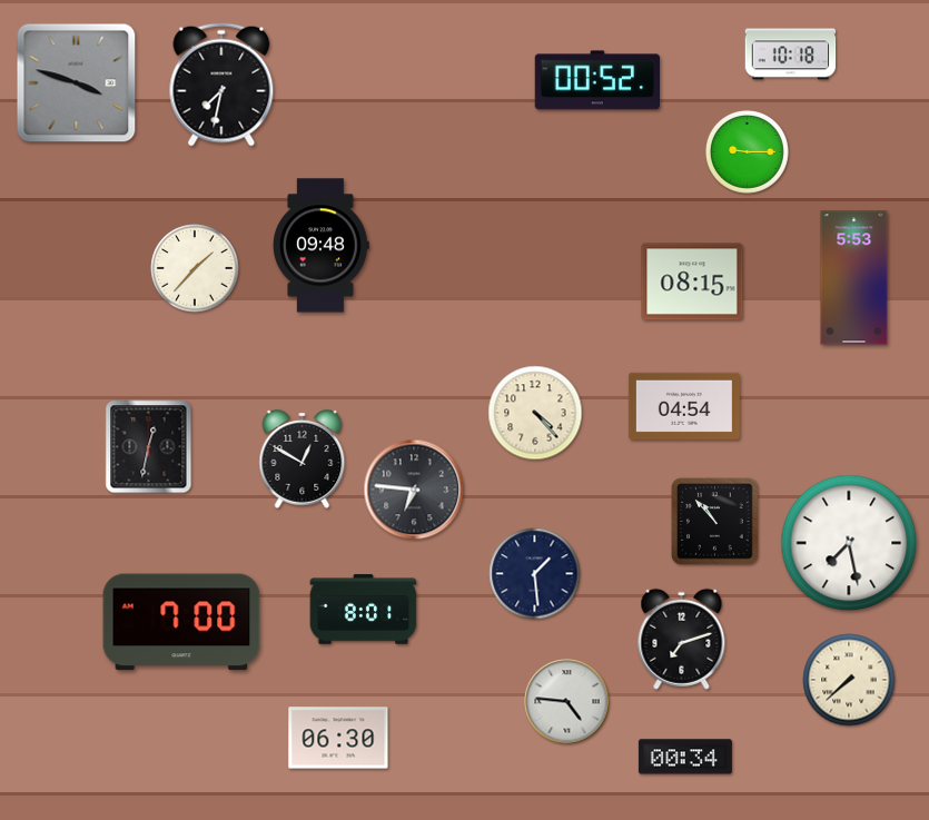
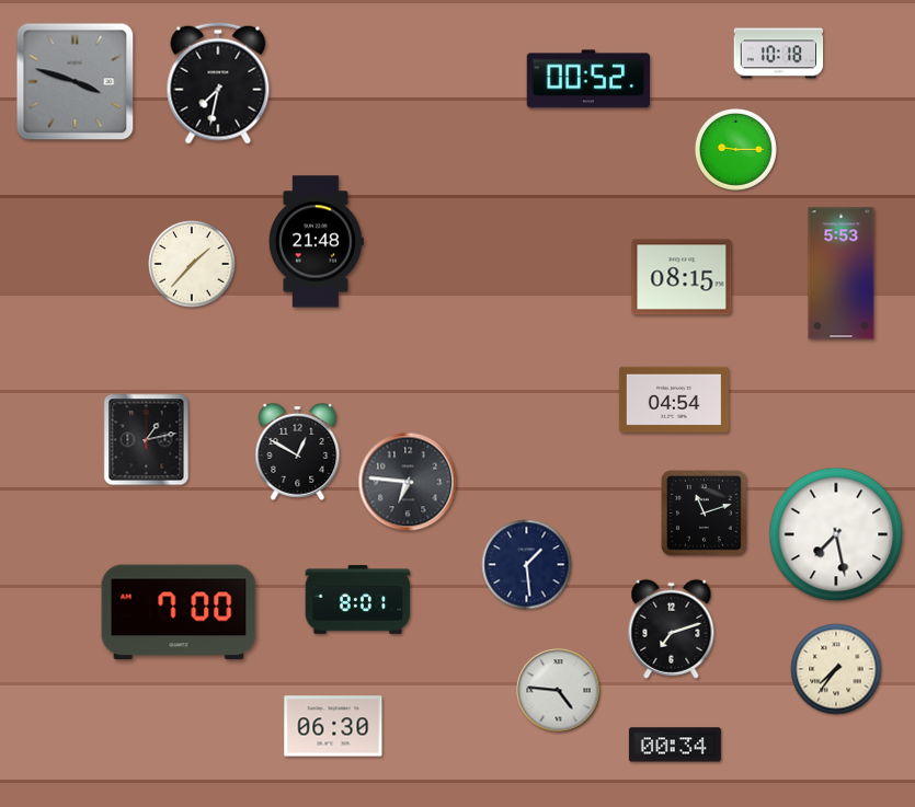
clock at (322, 246): 09:48 -> 21:48
clock at (535, 413): 4:23 -> none
clock at (149, 447): 12:32 -> 1:13
clock at (715, 522): 10:53 -> 11:12
clock at (849, 680): 7:38 -> 7:36
